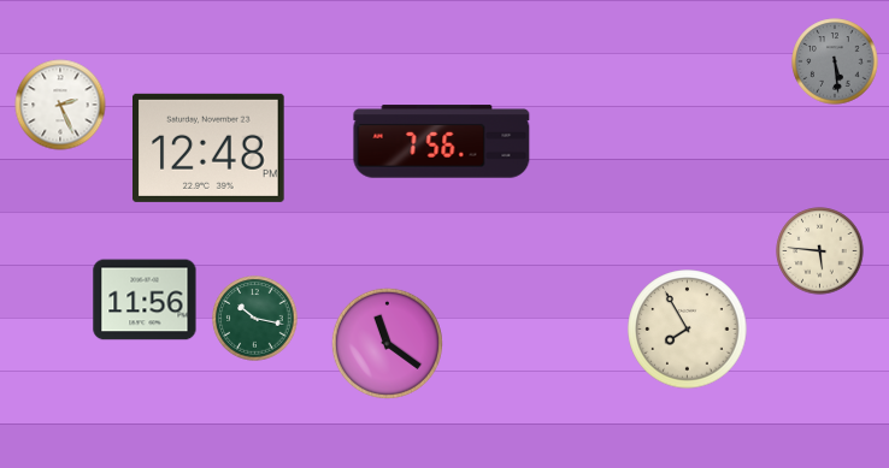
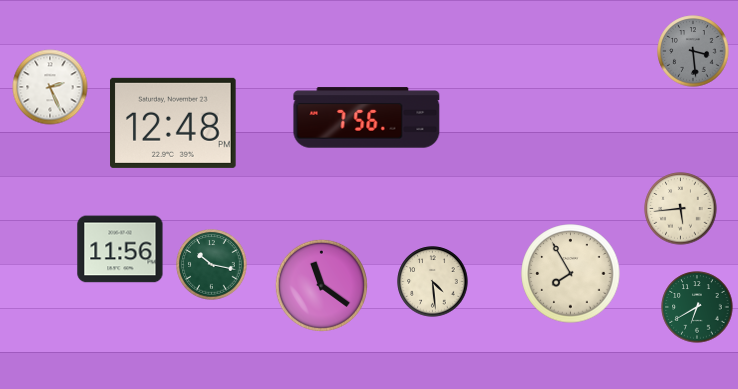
clock at (835, 61): 5:29 -> 3:29
clock at (820, 251): 5:46 -> 5:44
clock at (433, 282): none -> 4:29
clock at (697, 307): none -> 6:40
